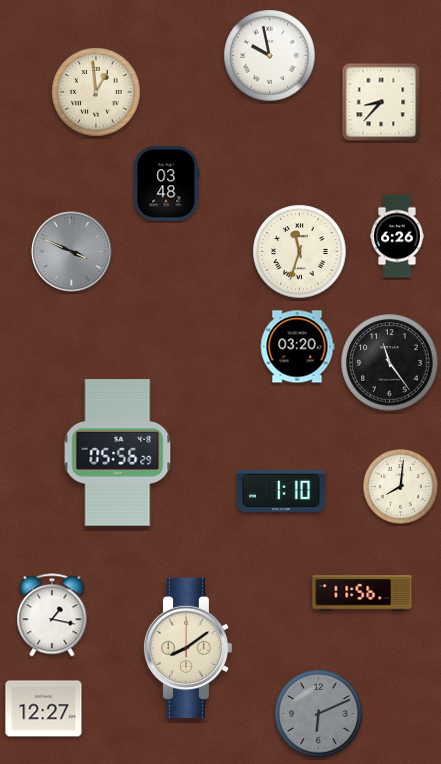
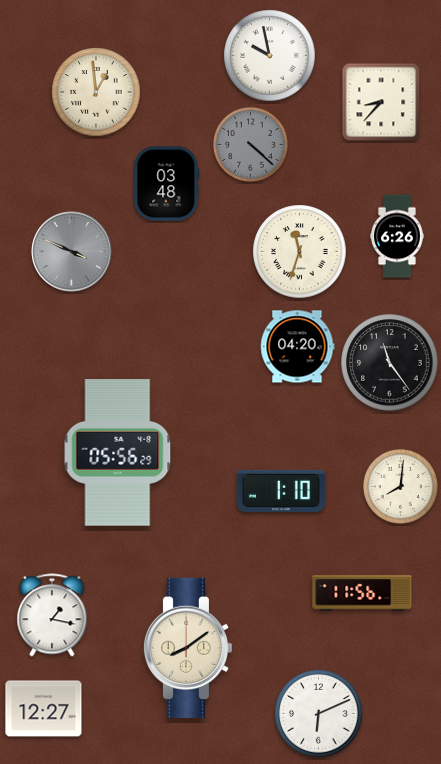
clock at (251, 145): none -> 4:22
clock at (297, 347): 03:20 -> 04:20
clock at (319, 714) dial: grey -> white
